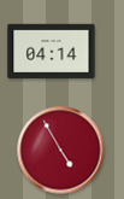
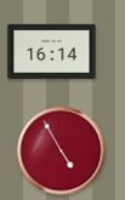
clock at (52, 51): 04:14 -> 16:14
